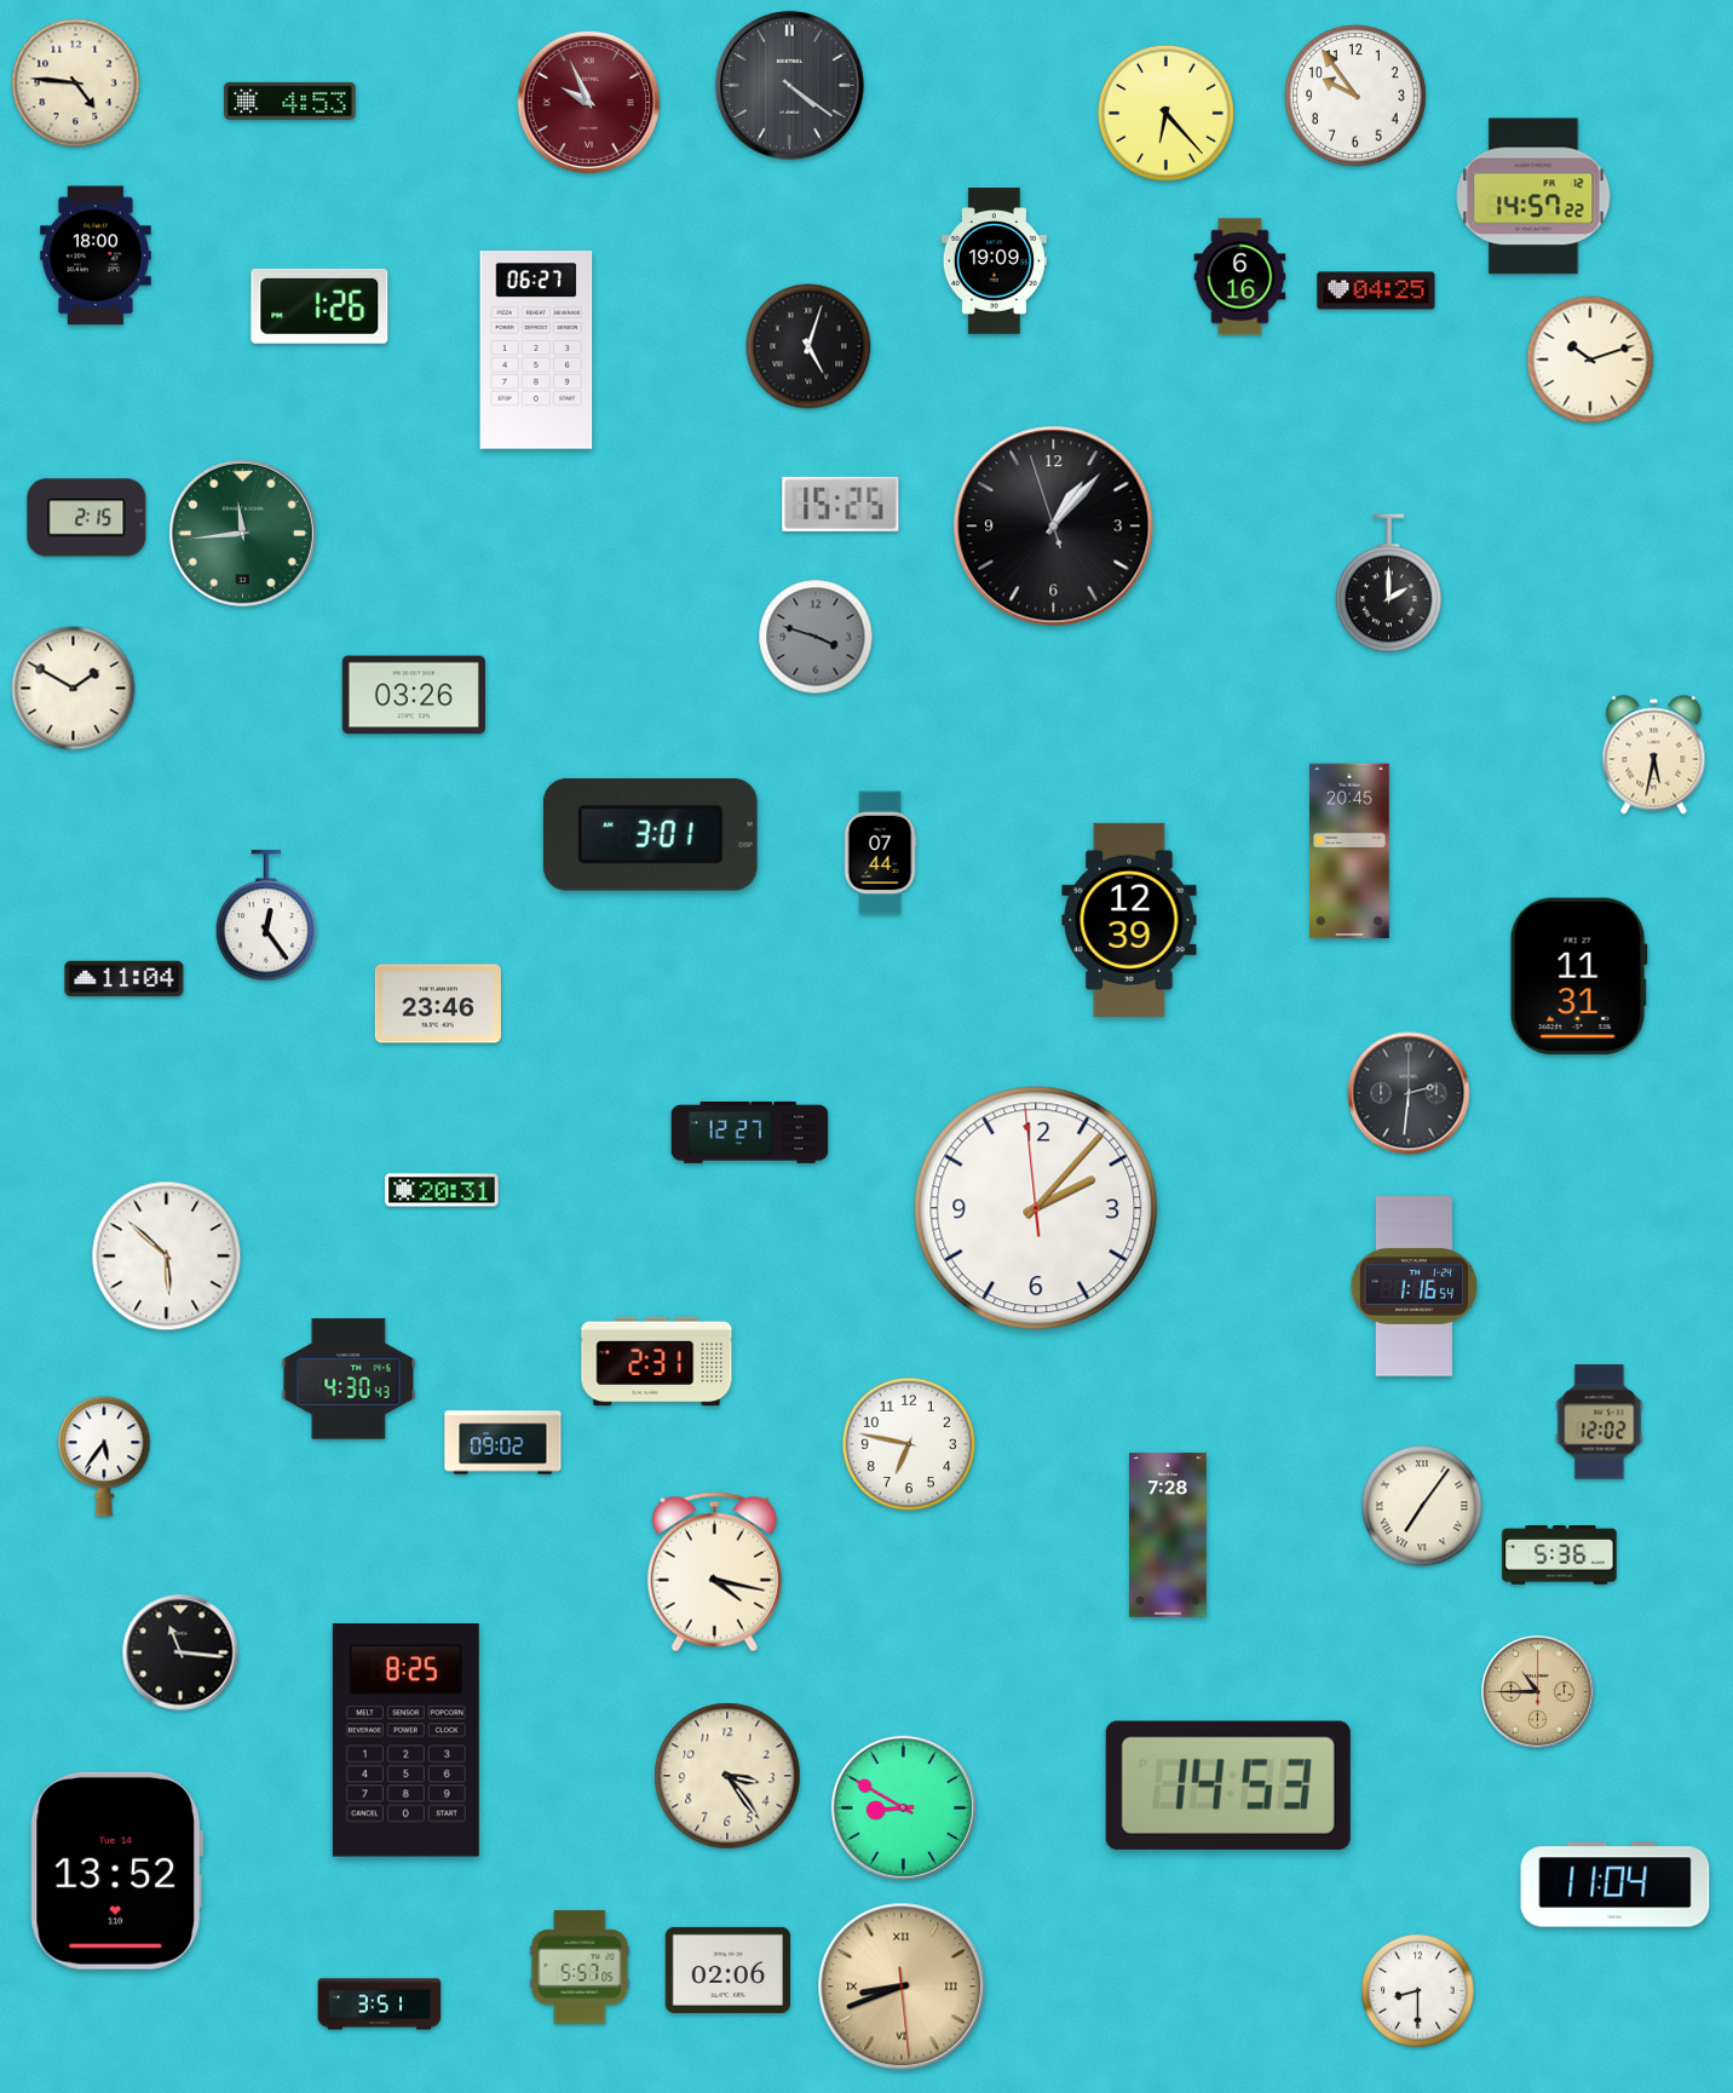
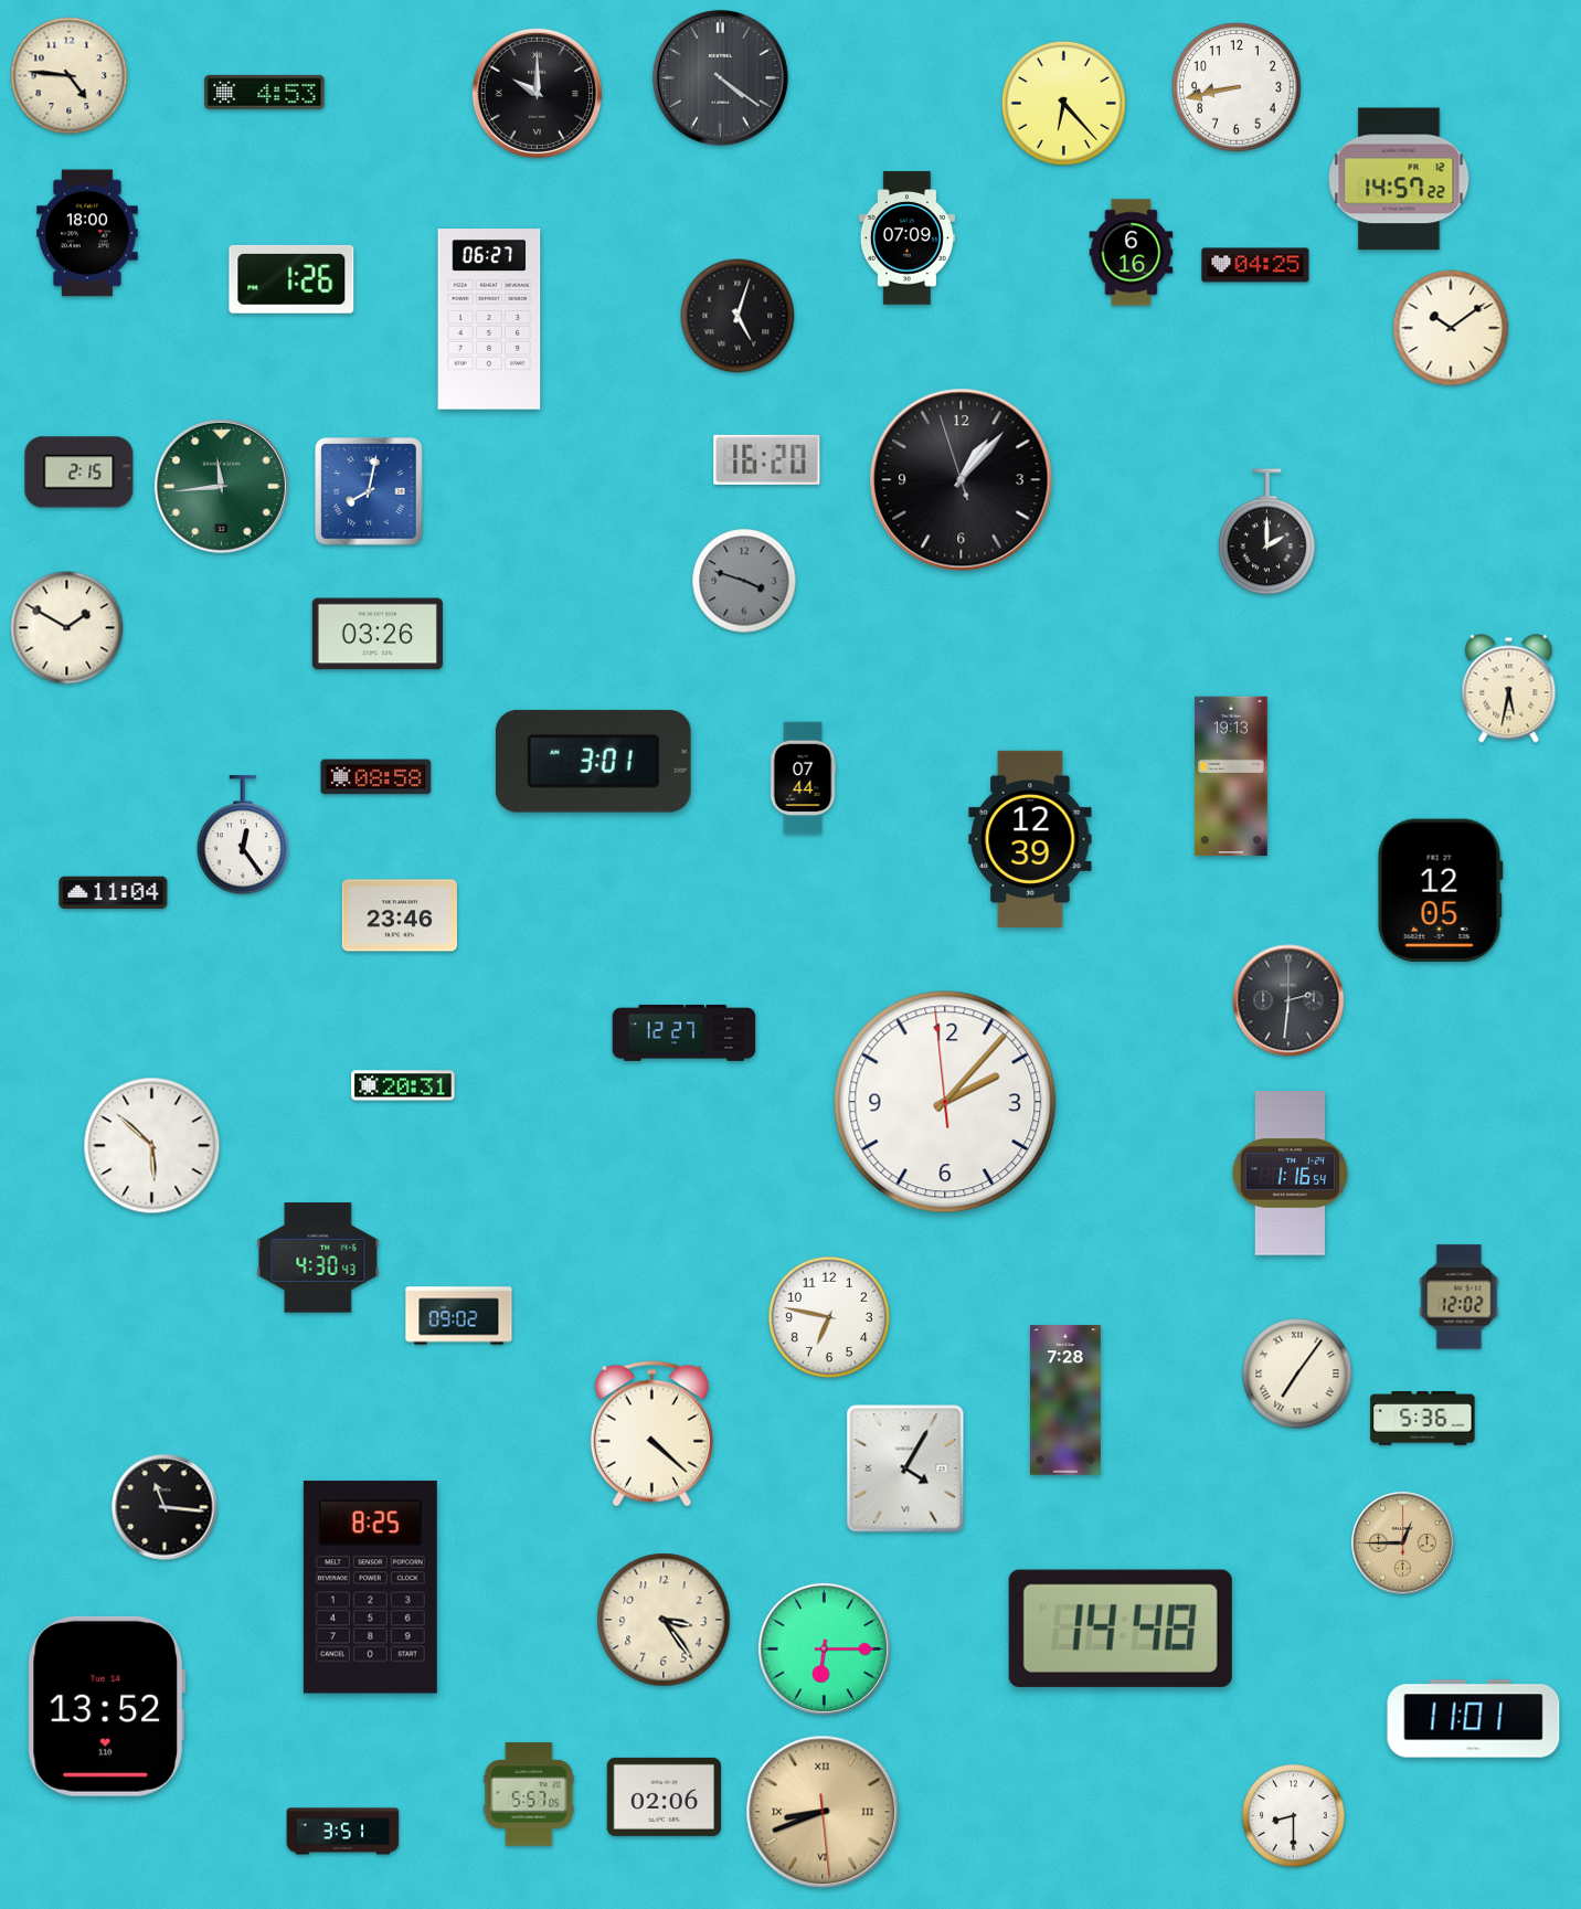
clock at (1355, 96): 9:54 -> 8:43
clock at (588, 102): 9:56 -> 10:00
clock at (588, 102) dial: burgundy -> black
clock at (994, 261): 19:09 -> 07:09
clock at (1590, 360): 10:12 -> 10:09
clock at (841, 504): 15:25 -> 16:20
clock at (369, 491): none -> 8:02
clock at (1349, 851): 20:45 -> 19:13
clock at (376, 777): none -> 08:58
clock at (1578, 977): 11:31 -> 12:05
clock at (1409, 1093) position: (1409, 1093) -> (1288, 1000)
clock at (657, 1362): 2:31 -> none
clock at (104, 1456): 5:36 -> none
clock at (714, 1572): 4:17 -> 4:22
clock at (905, 1468): none -> 4:05
clock at (1538, 1692): 10:45 -> 12:45
clock at (1228, 1786): 14:53 -> 14:48
clock at (903, 1807): 8:50 -> 6:15
clock at (1616, 1885): 11:04 -> 11:01
clock at (380, 2005) position: (380, 2005) -> (343, 1832)
